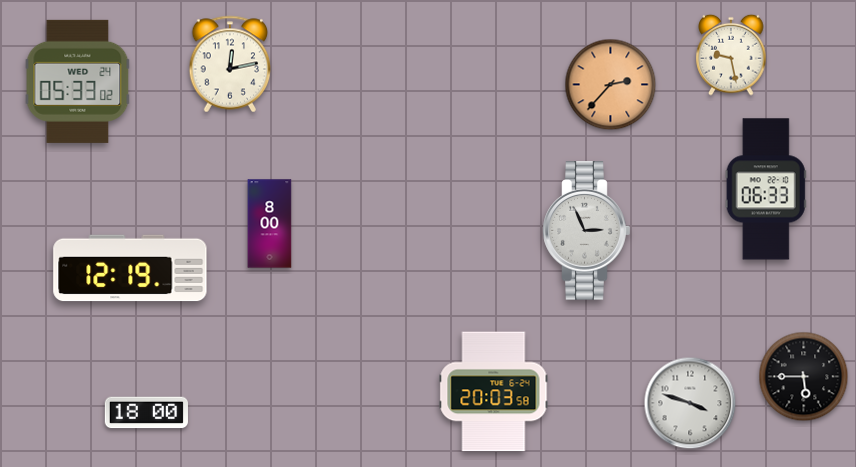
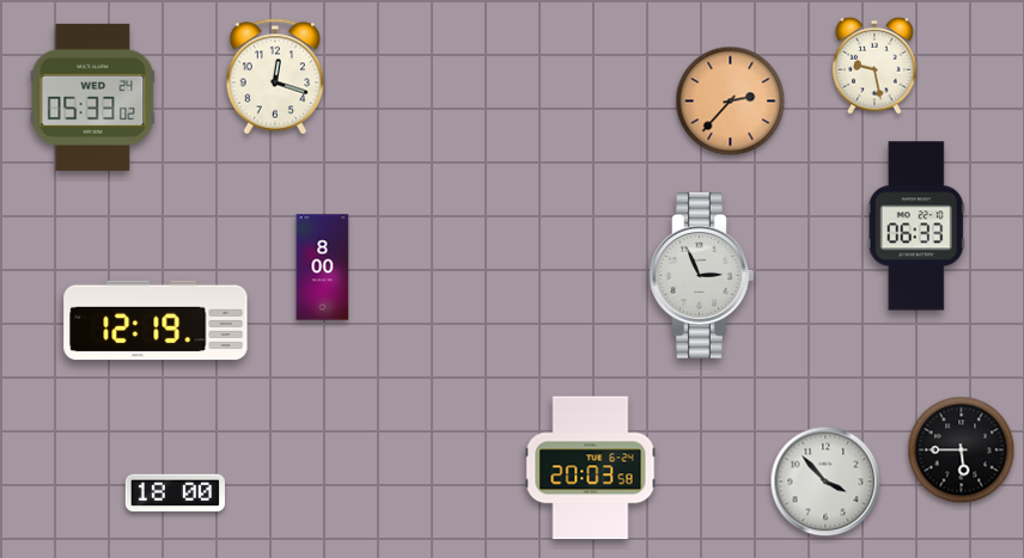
clock at (230, 64): 12:13 -> 12:18
clock at (690, 403): 3:48 -> 3:53
